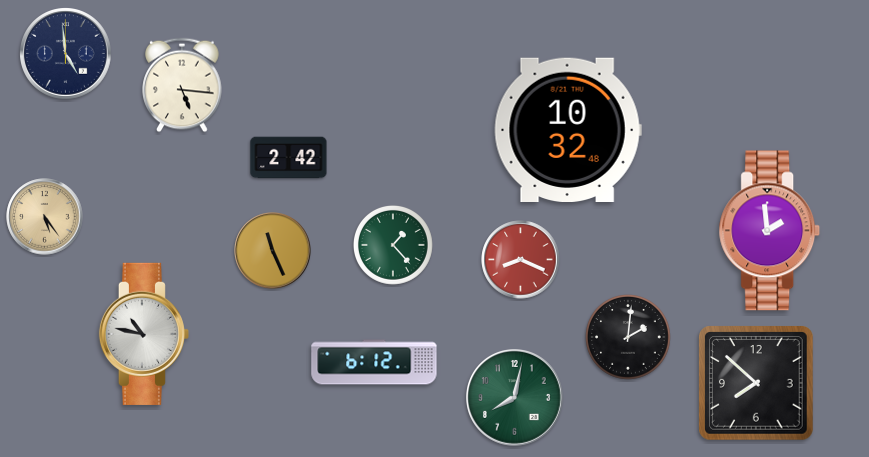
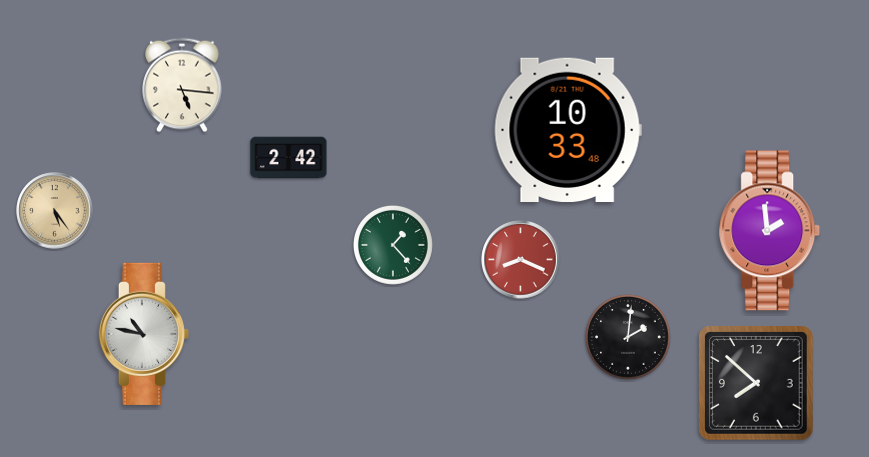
clock at (66, 54): 4:59 -> none
clock at (568, 129): 10:32 -> 10:33
clock at (45, 217) position: (45, 217) -> (55, 211)
clock at (273, 251): 11:26 -> none
clock at (374, 362): 6:12 -> none
clock at (515, 398): 8:02 -> none
